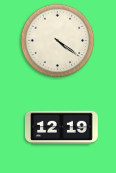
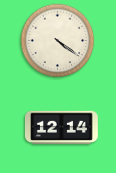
clock at (61, 128): 12:19 -> 12:14
